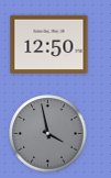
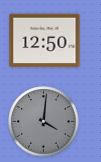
clock at (48, 134): 3:58 -> 4:01
